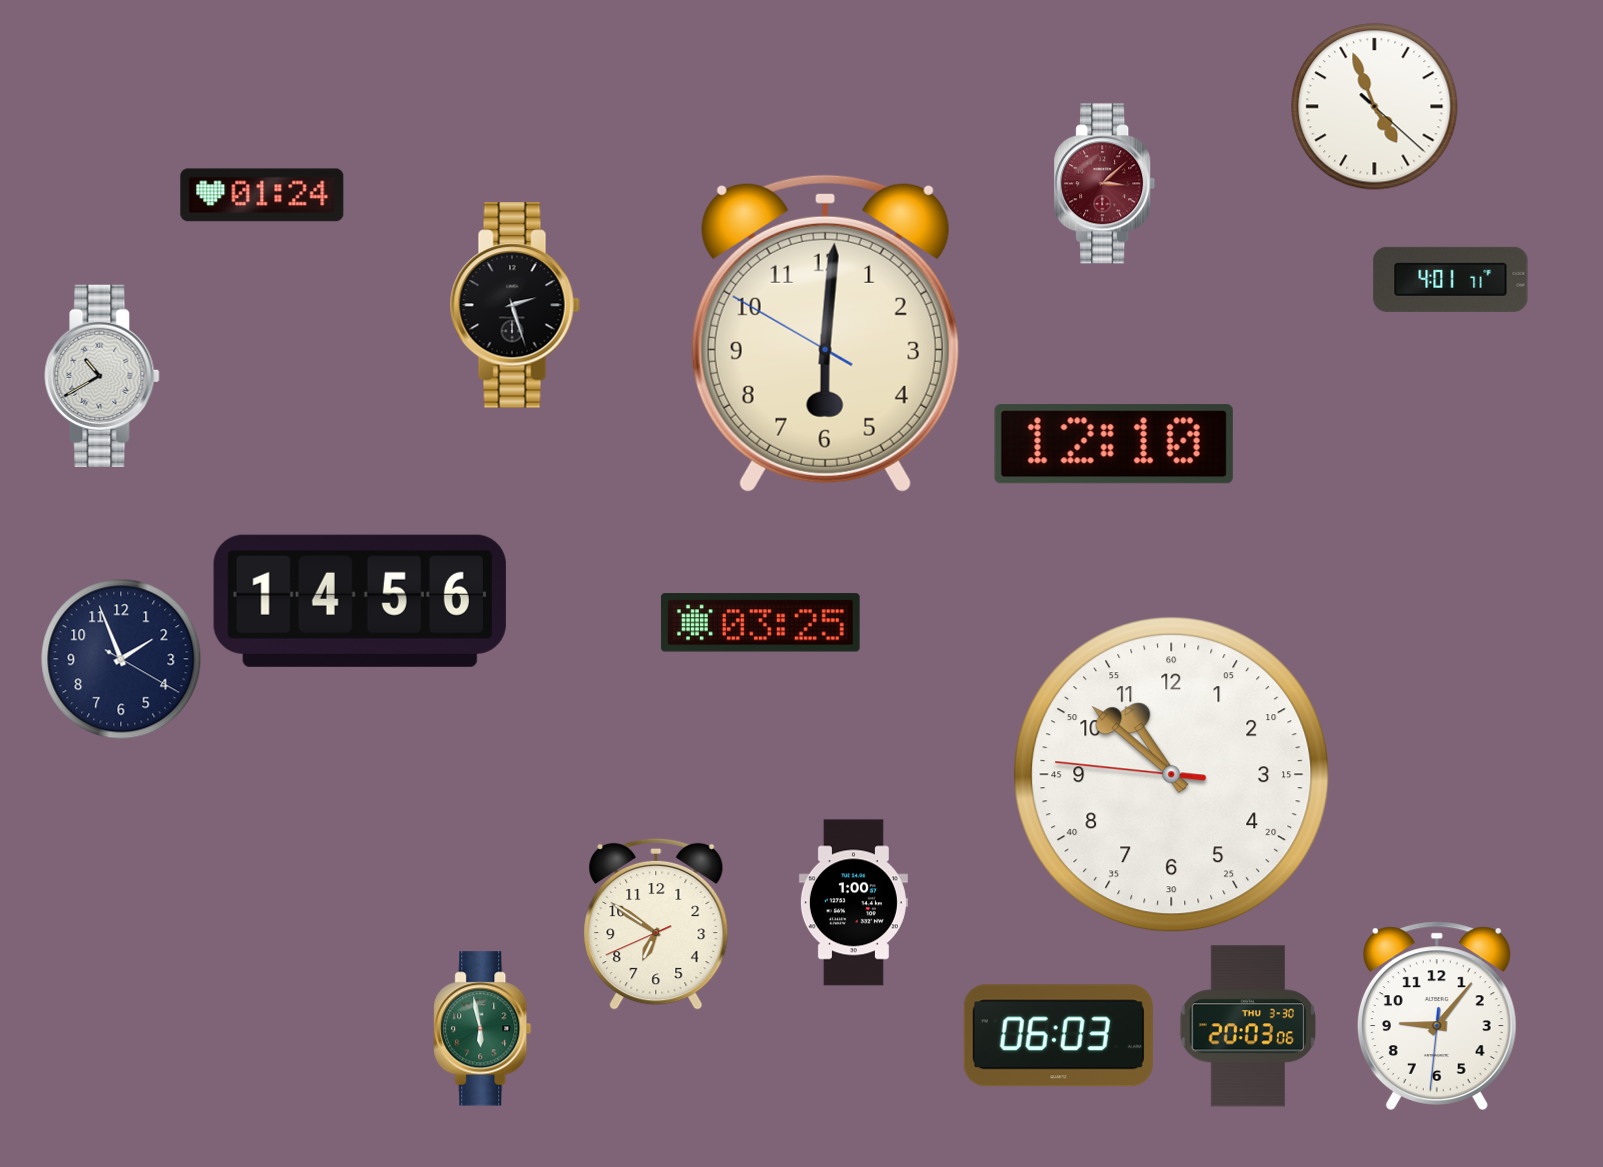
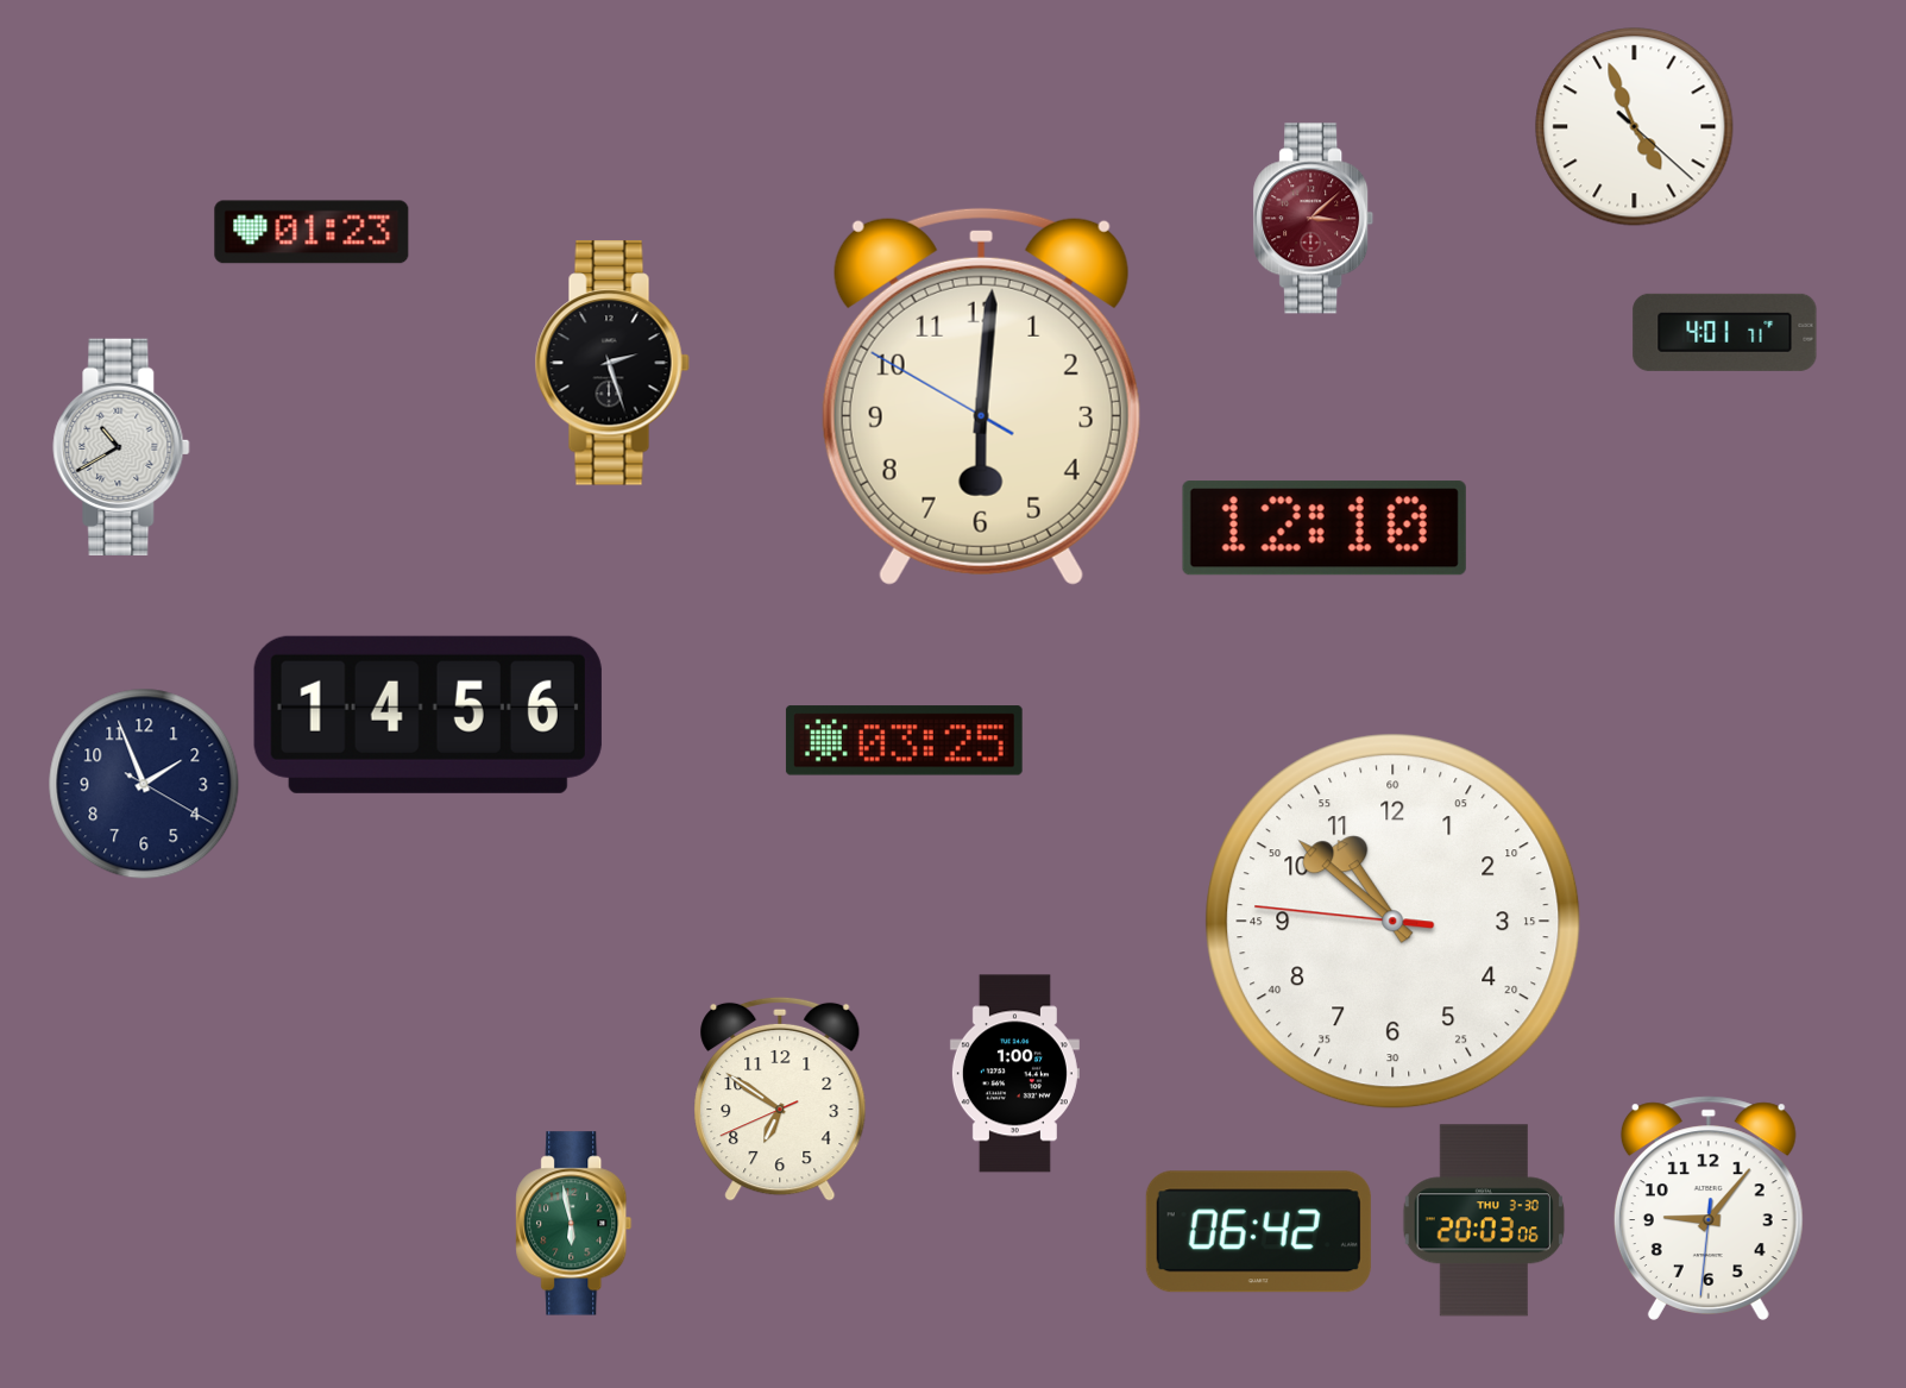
clock at (262, 195): 01:24 -> 01:23
clock at (1058, 1036): 06:03 -> 06:42
